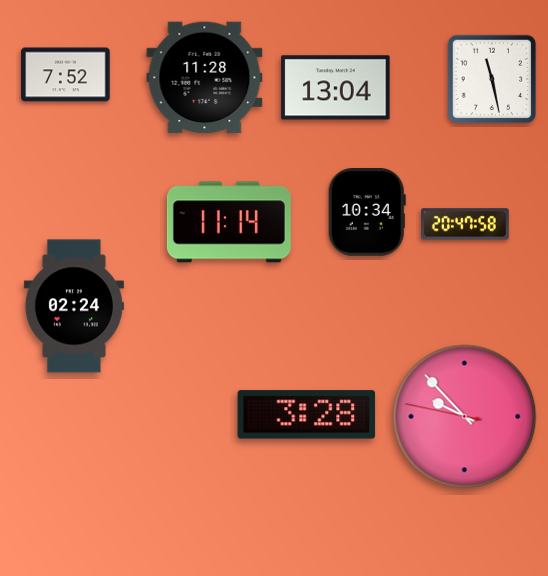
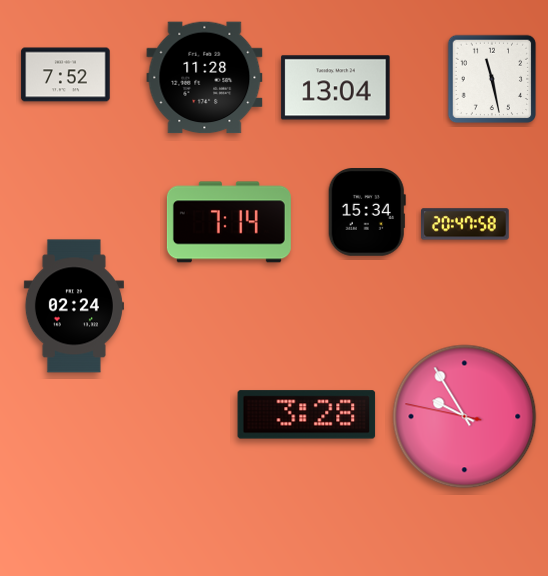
clock at (367, 213): 10:34 -> 15:34
clock at (229, 222): 11:14 -> 7:14
clock at (465, 417): 9:52 -> 9:54
